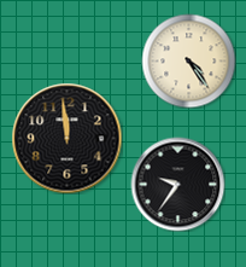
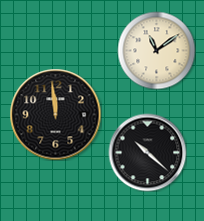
clock at (188, 60): 4:24 -> 11:09
clock at (177, 184): 9:36 -> 10:22
